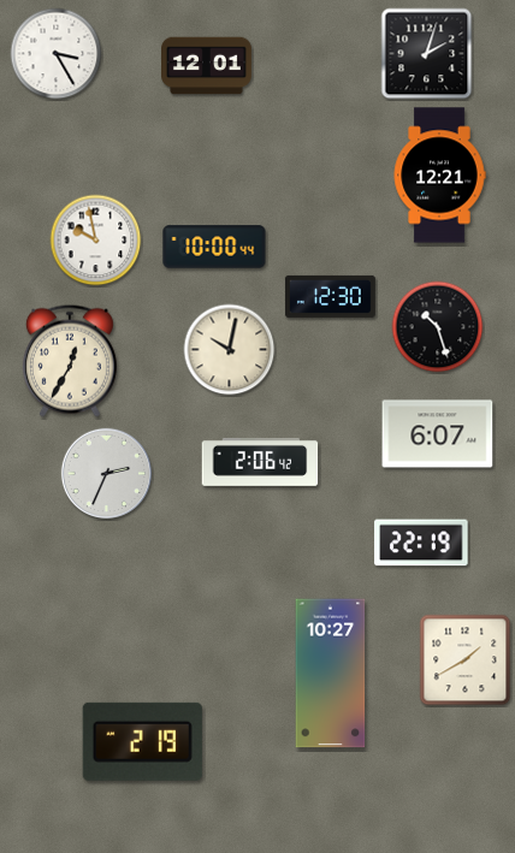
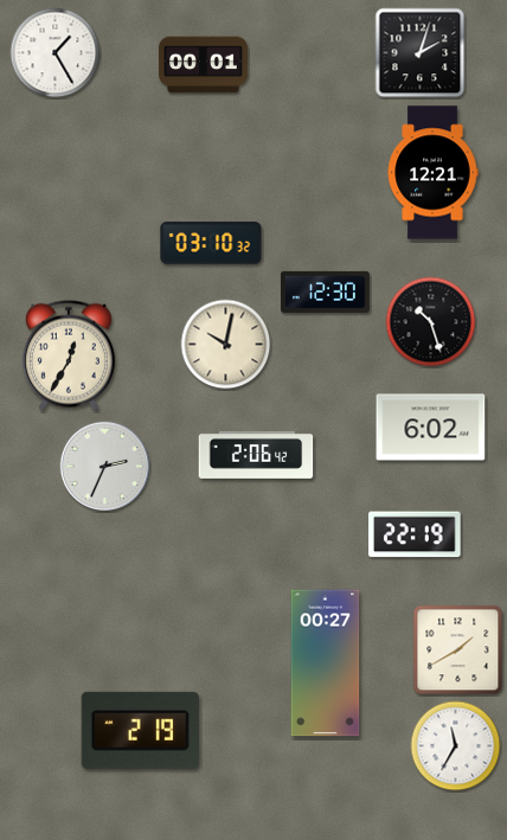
clock at (57, 54): 3:25 -> 1:25
clock at (207, 66): 12:01 -> 00:01
clock at (96, 241): 9:58 -> none
clock at (214, 247): 10:00 -> 03:10
clock at (438, 434): 6:07 -> 6:02
clock at (331, 674): 10:27 -> 00:27
clock at (456, 746): none -> 11:35
